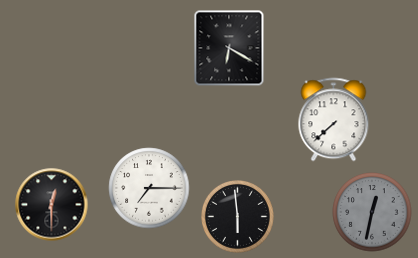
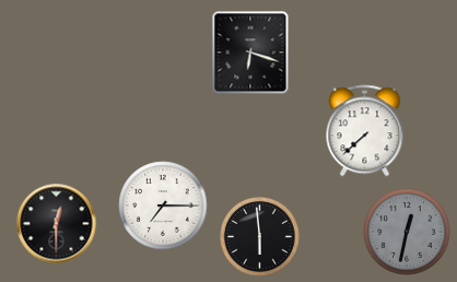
clock at (229, 48): 6:20 -> 6:18
